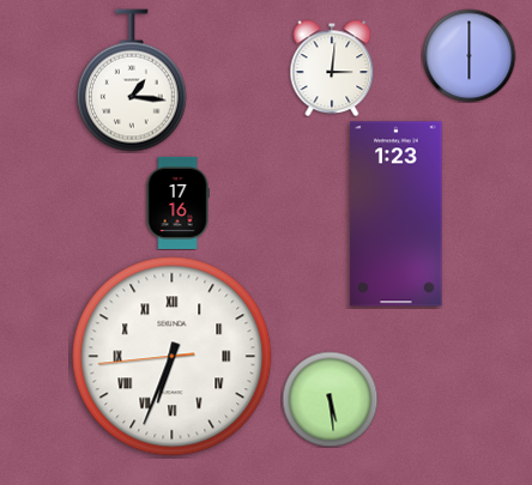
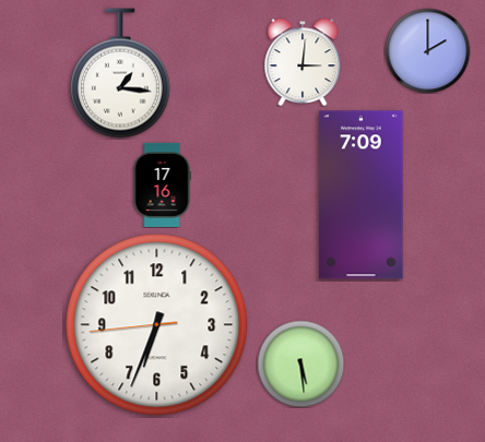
clock at (468, 55): 6:00 -> 2:00
clock at (397, 214): 1:23 -> 7:09
clock at (173, 357) numerals: Roman -> Arabic
